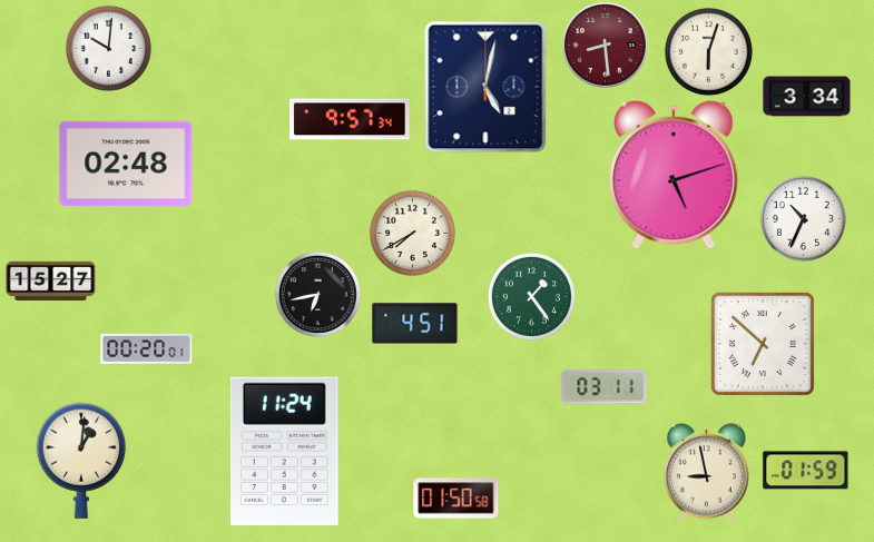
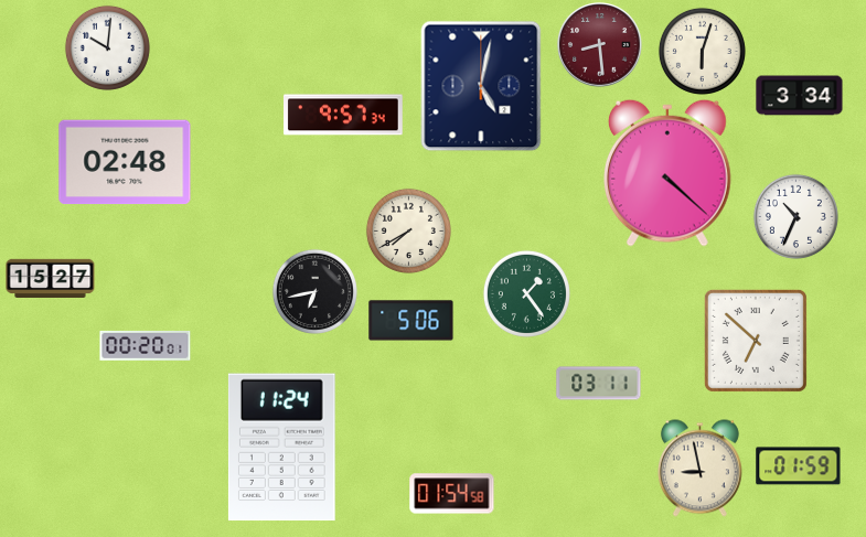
clock at (350, 119) position: (350, 119) -> (343, 115)
clock at (675, 175): 5:12 -> 4:22
clock at (415, 324): 4:51 -> 5:06
clock at (81, 461): 1:01 -> none
clock at (456, 499): 01:50 -> 01:54
